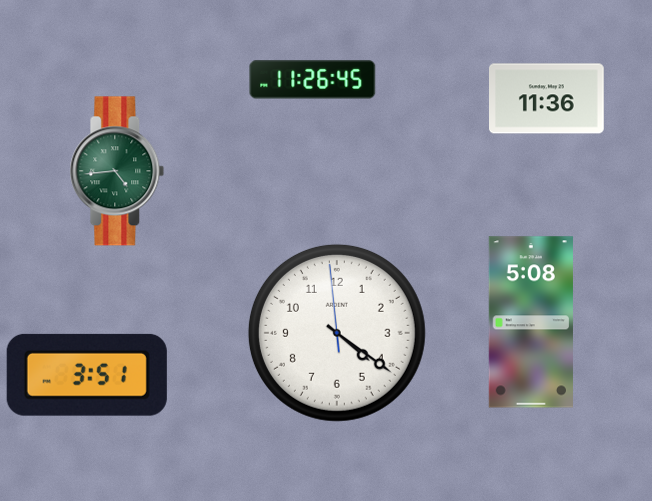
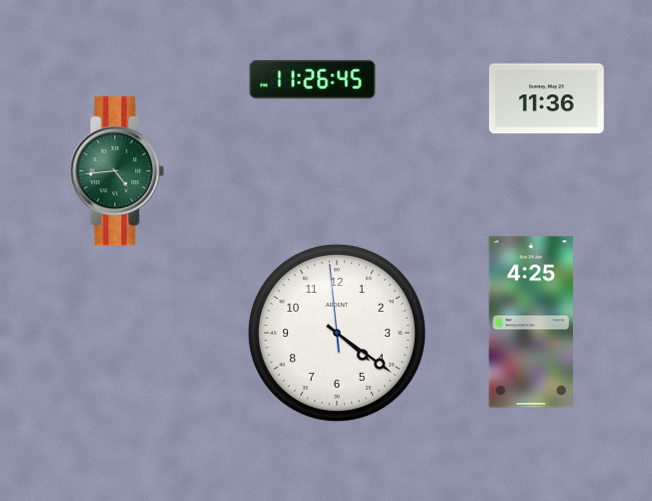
clock at (531, 322): 5:08 -> 4:25
clock at (87, 375): 3:51 -> none
